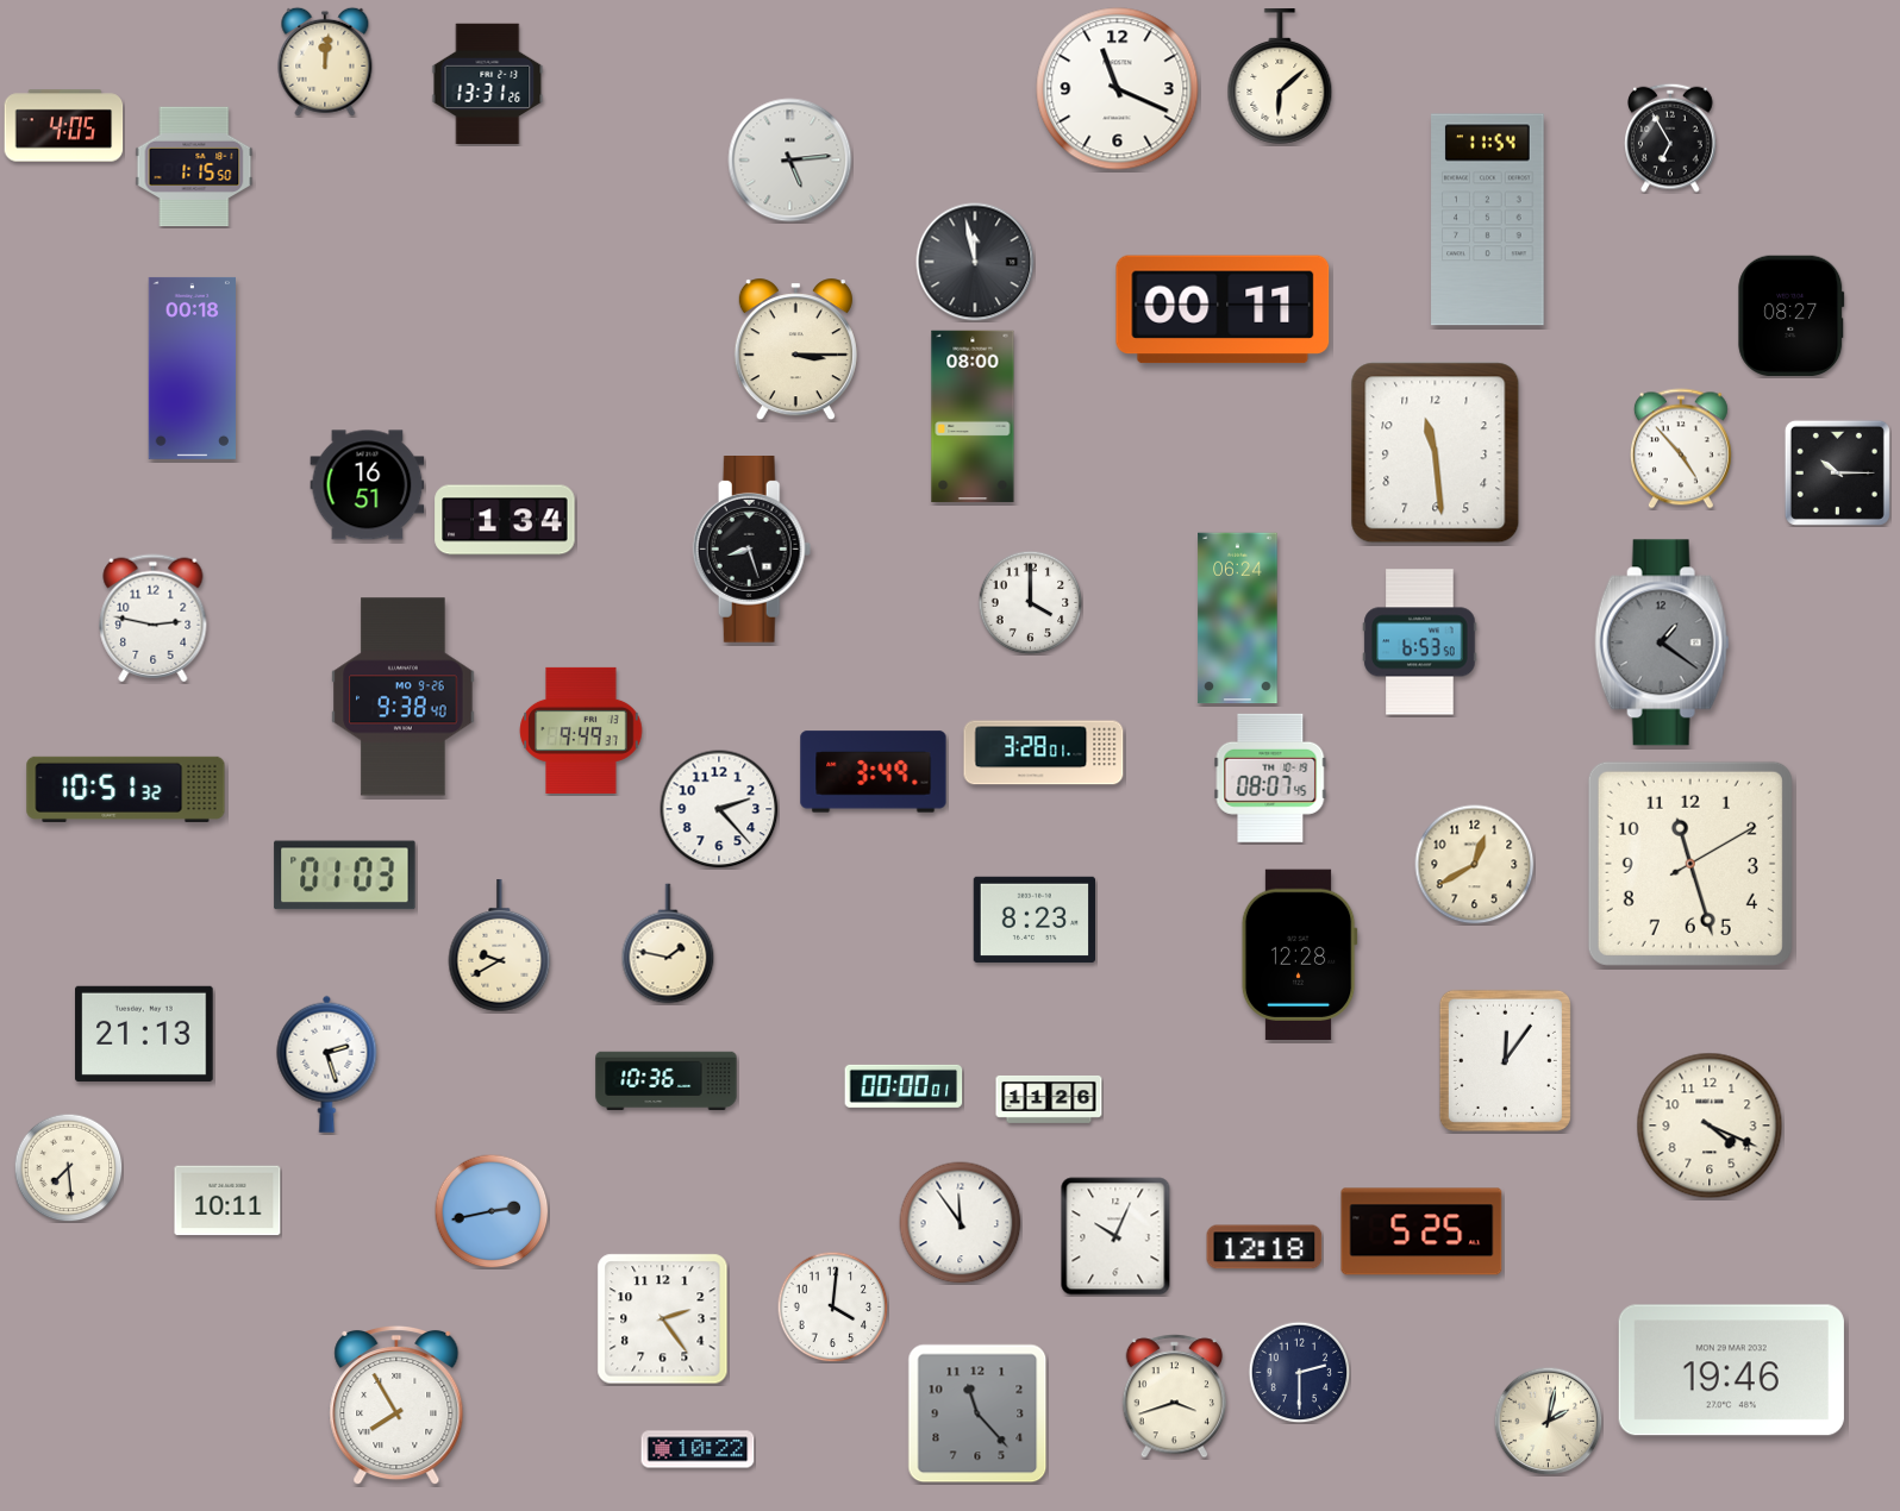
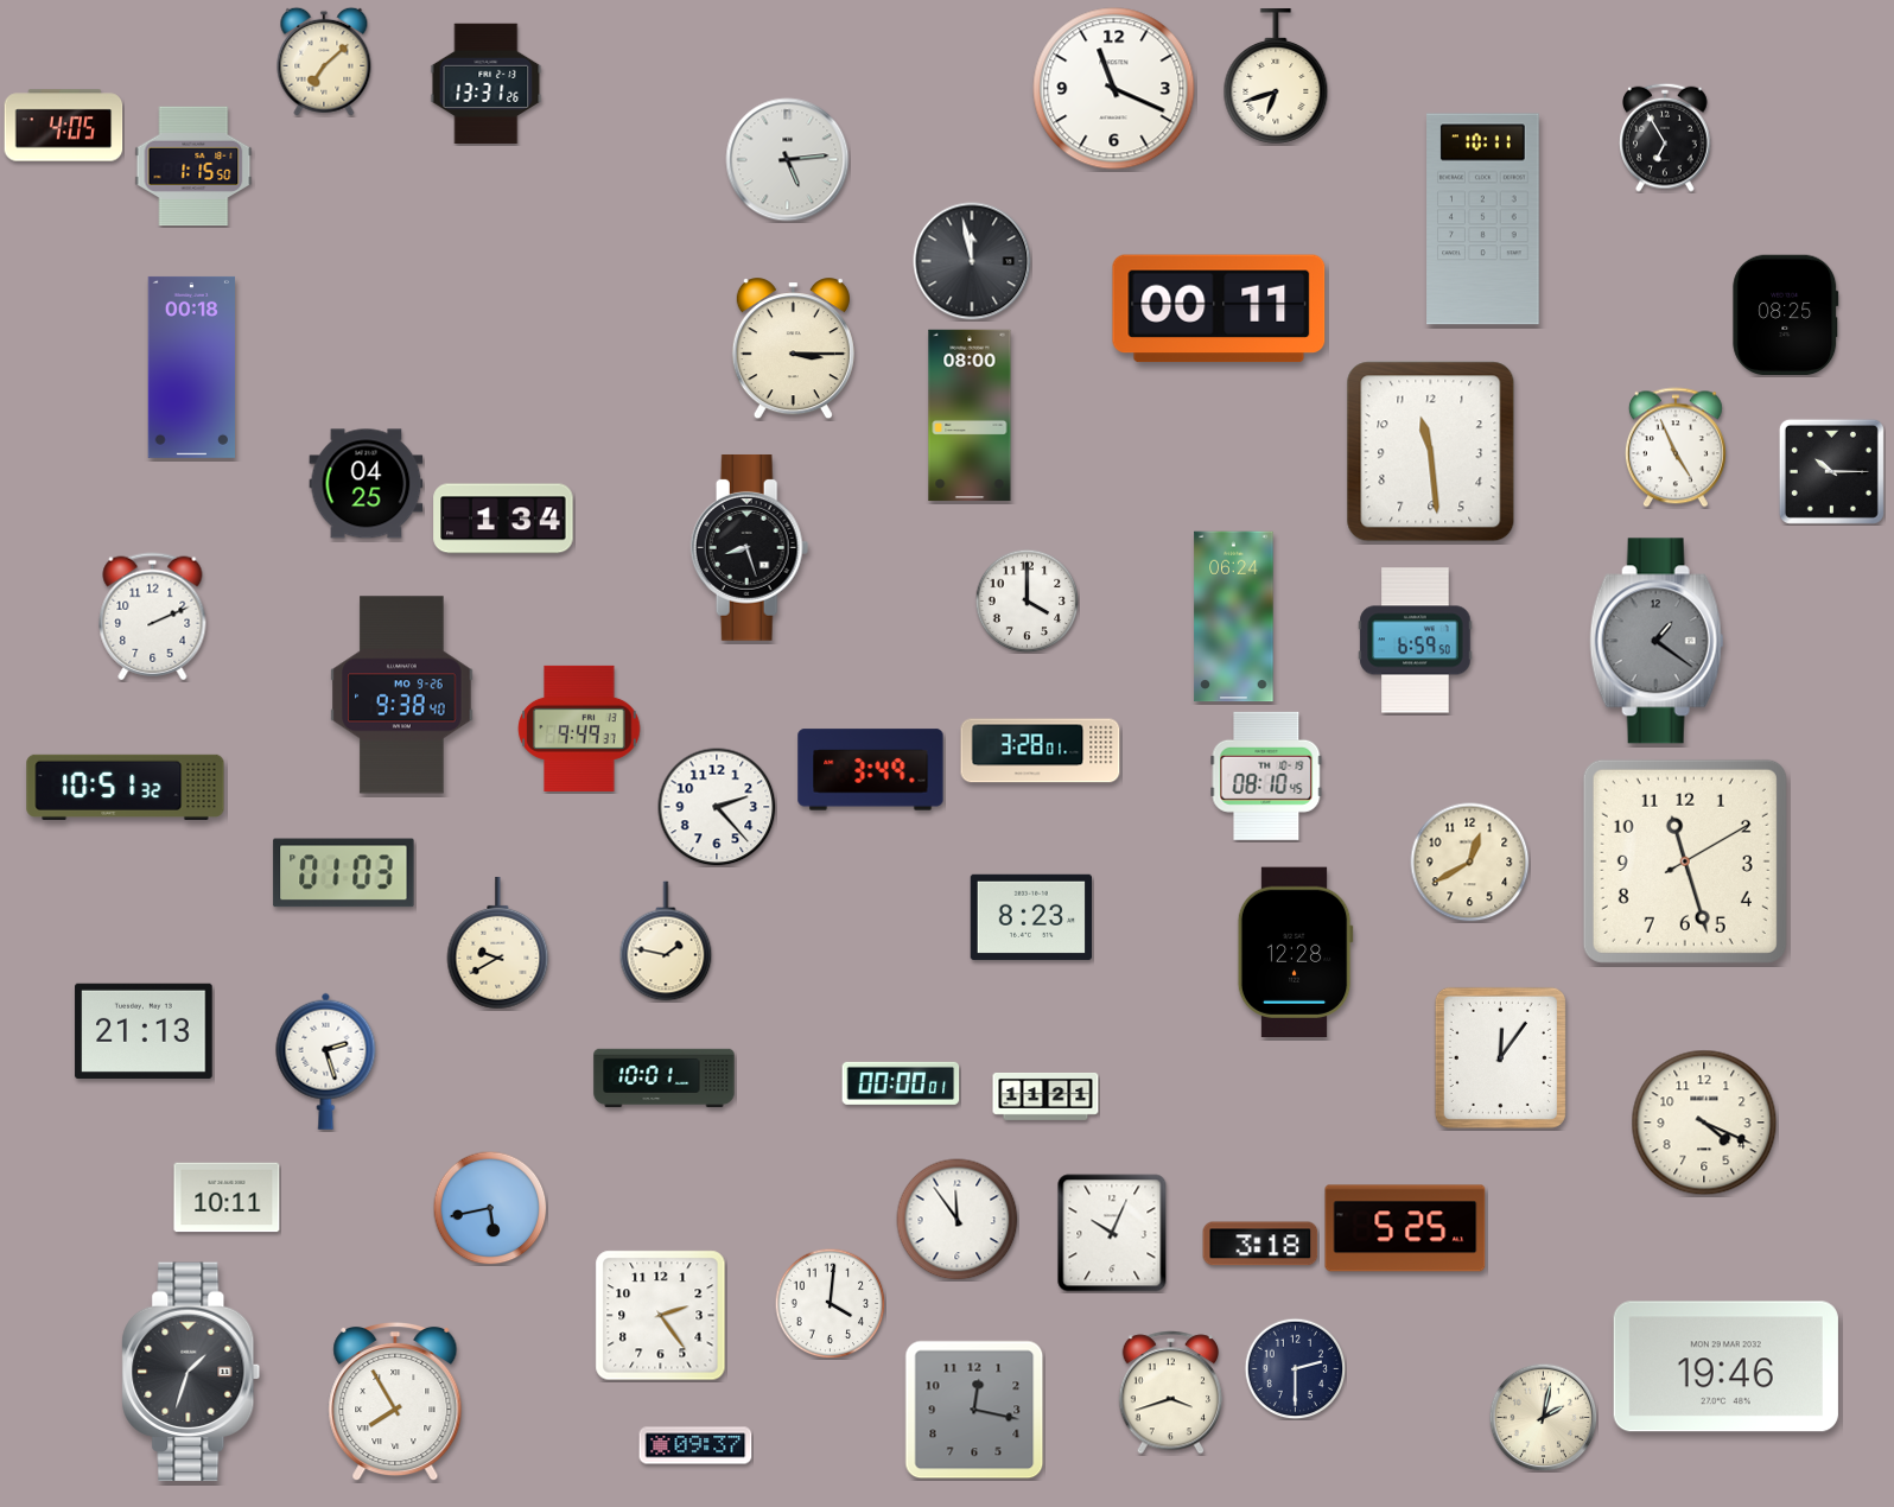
clock at (325, 62): 12:01 -> 7:08
clock at (1280, 76): 6:08 -> 6:42
clock at (1488, 220): 11:54 -> 10:11
clock at (1792, 315): 08:27 -> 08:25
clock at (1681, 449): 4:53 -> 4:56
clock at (368, 485): 16:51 -> 04:25
clock at (154, 619): 2:47 -> 2:11
clock at (1420, 642): 6:53 -> 6:59
clock at (1270, 778): 08:07 -> 08:10
clock at (667, 1081): 10:36 -> 10:01
clock at (1049, 1099): 11:26 -> 11:21
clock at (68, 1167): 7:29 -> none
clock at (492, 1211): 2:43 -> 5:43
clock at (1421, 1231) position: (1421, 1231) -> (1405, 1228)
clock at (1264, 1247): 12:18 -> 3:18
clock at (191, 1372): none -> 1:33
clock at (977, 1413): 11:23 -> 12:17
clock at (698, 1449): 10:22 -> 09:37
